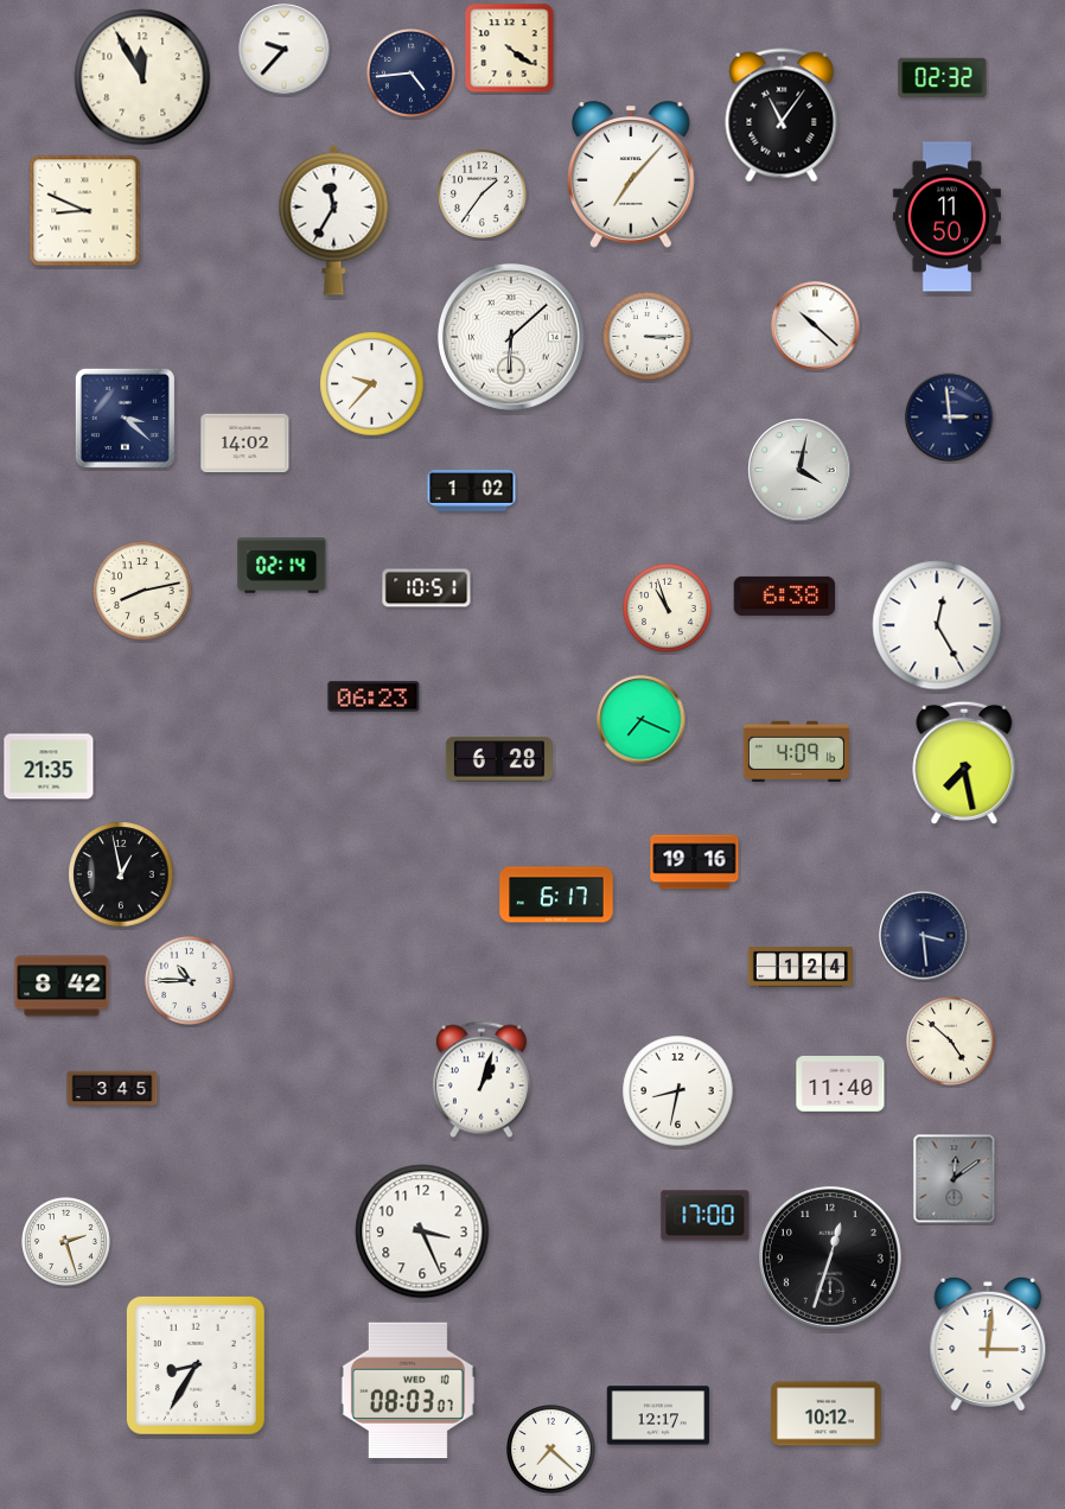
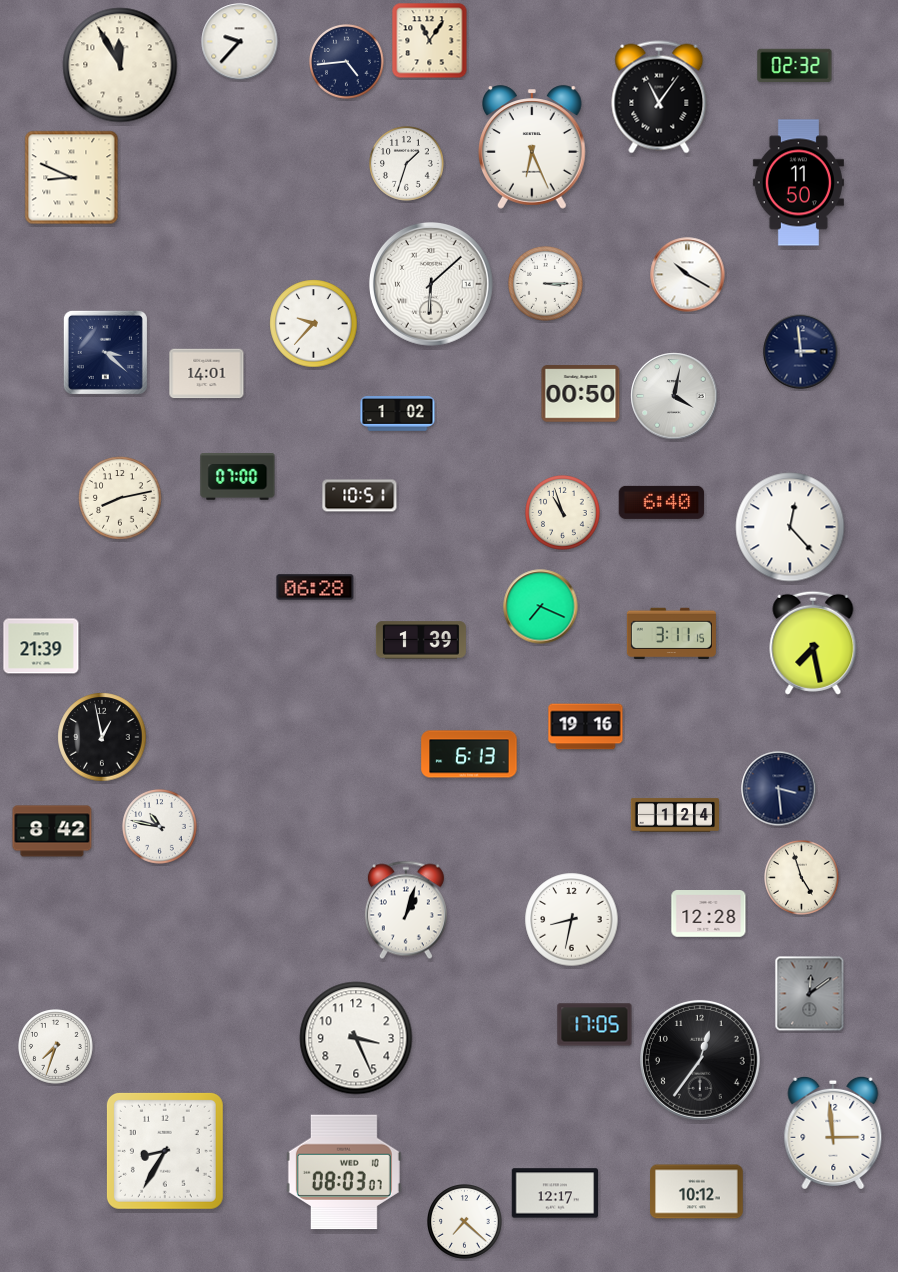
clock at (510, 49): 4:21 -> 11:06
clock at (632, 174): 7:07 -> 6:26
clock at (483, 195): 1:36 -> 1:33
clock at (334, 219): 11:35 -> none
clock at (816, 326): 10:22 -> 10:20
clock at (245, 444): 14:02 -> 14:01
clock at (581, 394): none -> 00:50
clock at (282, 566): 02:14 -> 07:00
clock at (785, 596): 6:38 -> 6:40
clock at (937, 625): 12:25 -> 12:23
clock at (374, 696): 06:23 -> 06:28
clock at (796, 752): 4:09 -> 3:11
clock at (499, 759): 6:28 -> 1:39
clock at (49, 766): 21:35 -> 21:39
clock at (556, 894): 6:17 -> 6:13
clock at (190, 981): 10:45 -> 10:47
clock at (951, 1042): 4:52 -> 4:57
clock at (841, 1084): 11:40 -> 12:28
clock at (113, 1089): 3:45 -> none
clock at (955, 1179) position: (955, 1179) -> (810, 994)
clock at (706, 1216): 17:00 -> 17:05
clock at (66, 1242): 2:27 -> 7:33
clock at (830, 1257): 12:33 -> 12:36
clock at (988, 1344): 3:01 -> 2:59
